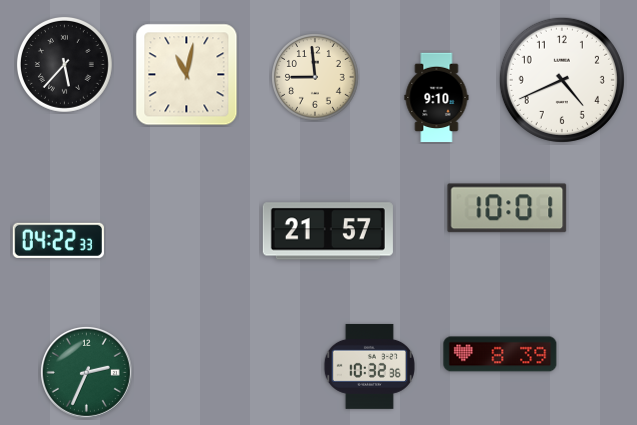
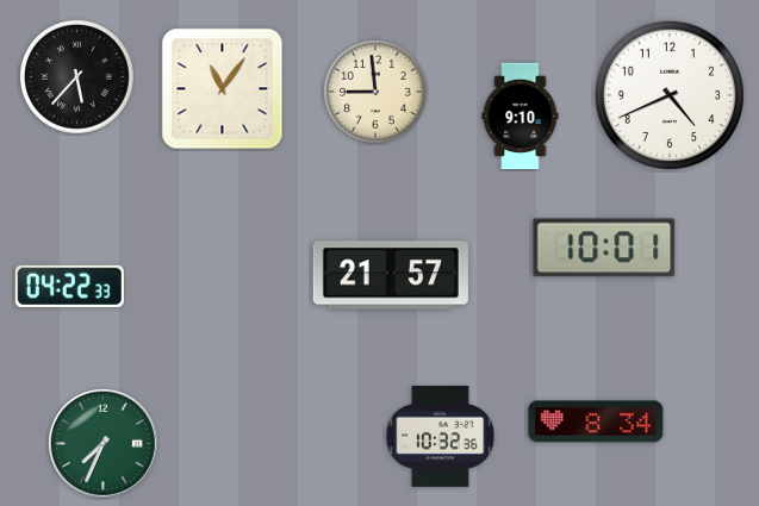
clock at (187, 75): 11:02 -> 11:06
clock at (500, 354): 8:39 -> 8:34
clock at (86, 372): 2:34 -> 7:34
